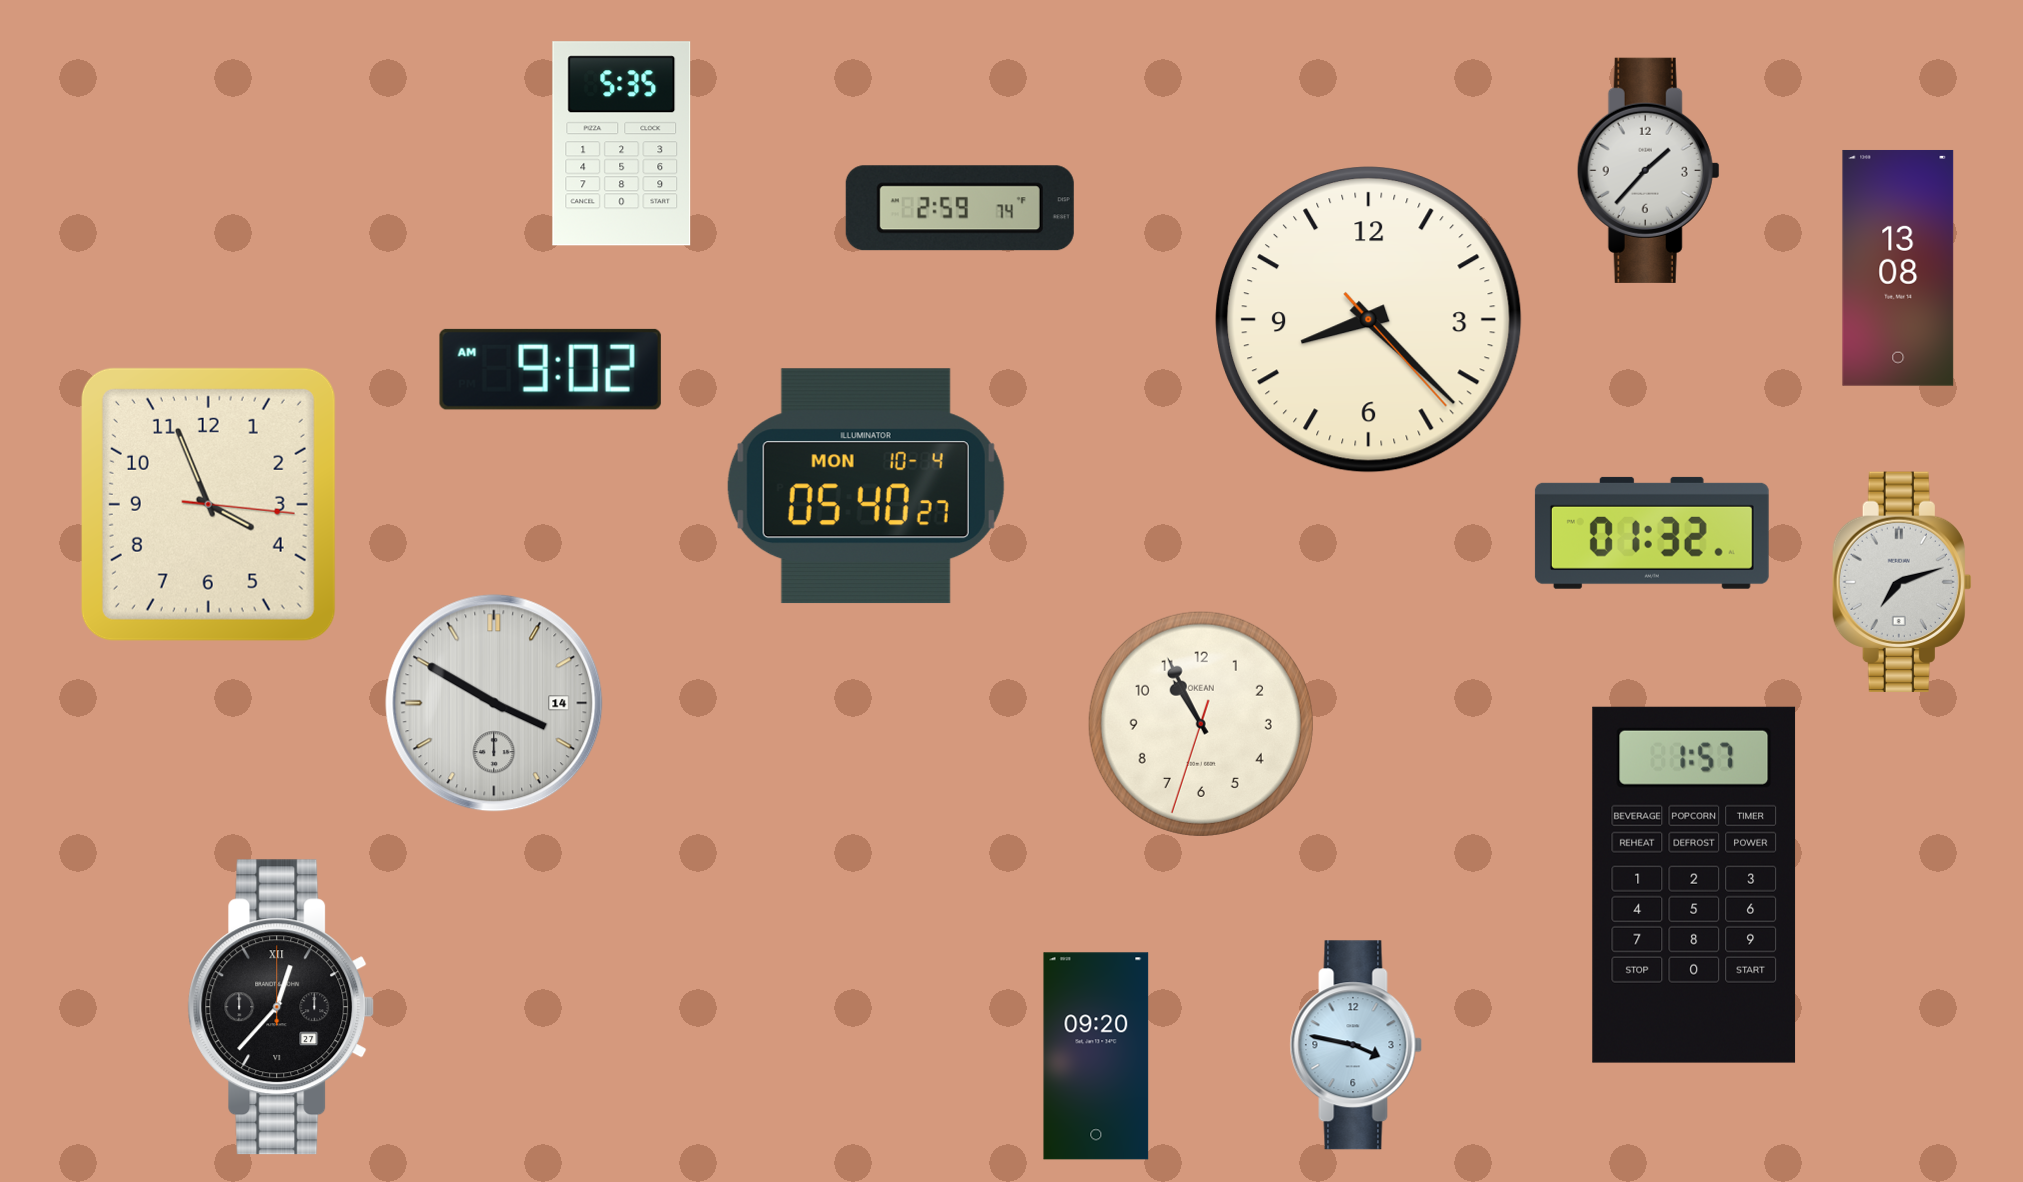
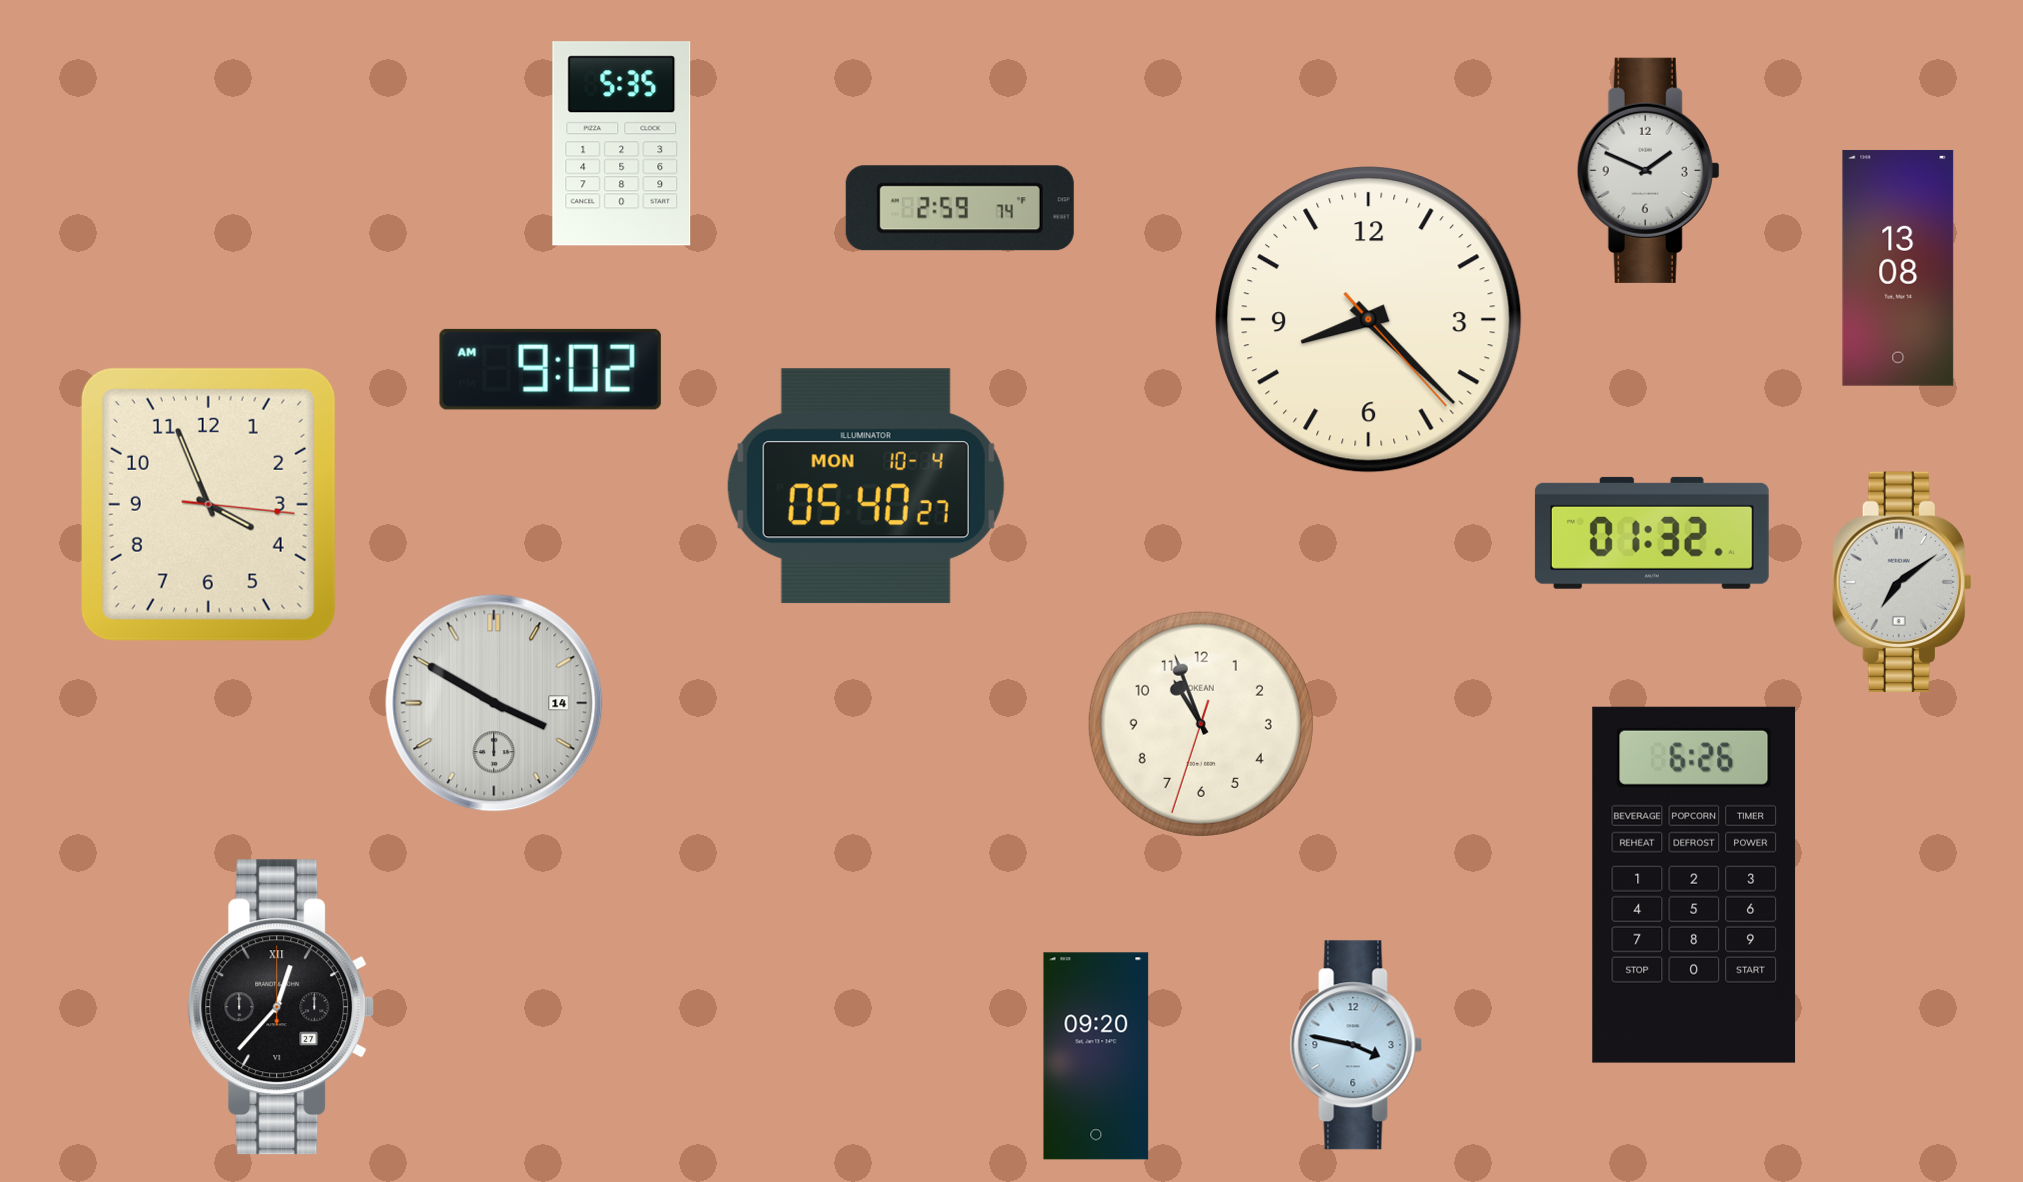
clock at (1648, 170): 1:37 -> 1:49
clock at (1902, 581): 7:12 -> 7:09
clock at (1201, 724): 10:55 -> 10:56
clock at (1694, 885): 1:57 -> 6:26
